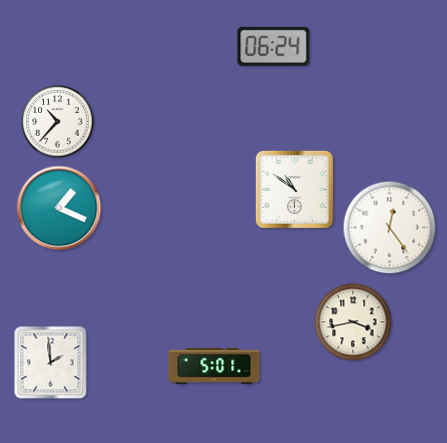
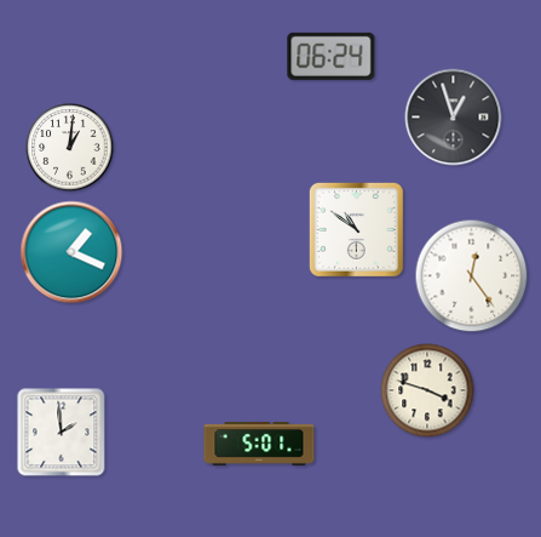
clock at (454, 118): none -> 12:57
clock at (58, 122): 10:37 -> 1:01
clock at (353, 322): 3:43 -> 3:48
clock at (51, 363) position: (51, 363) -> (62, 433)
